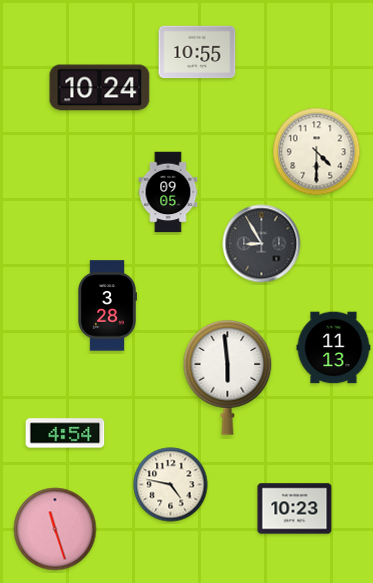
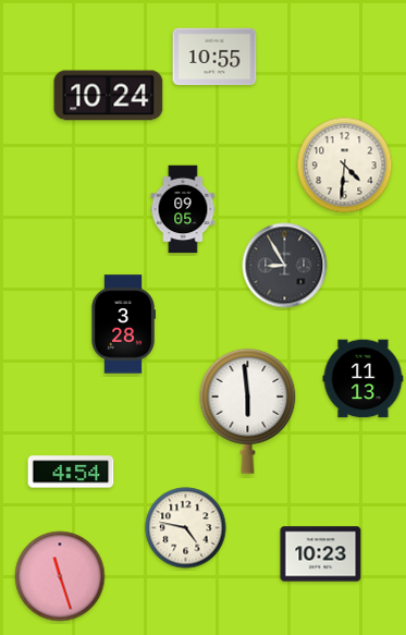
clock at (317, 152): 4:30 -> 4:31
clock at (107, 306) position: (107, 306) -> (123, 325)
